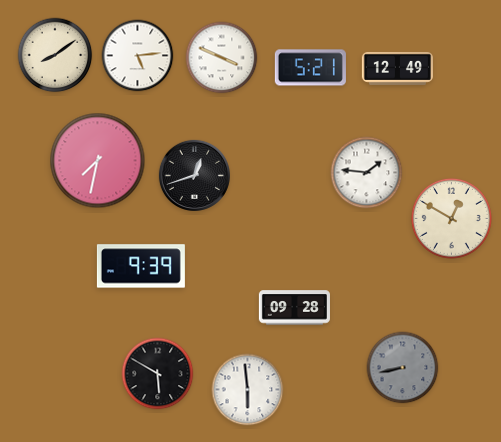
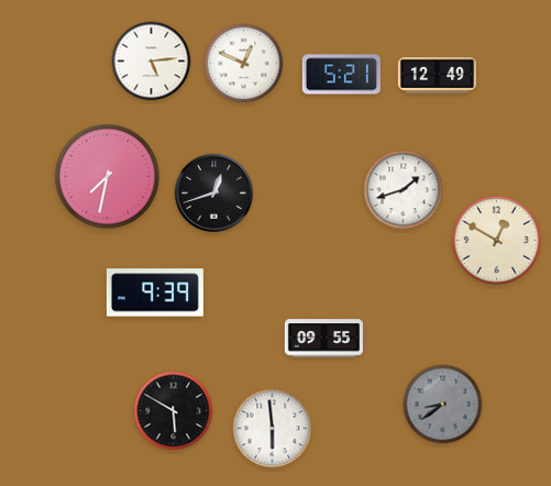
clock at (55, 55): 8:09 -> none
clock at (222, 58): 3:49 -> 12:49
clock at (367, 173): 1:46 -> 1:42
clock at (294, 308): 09:28 -> 09:55
clock at (403, 368): 8:43 -> 8:39
